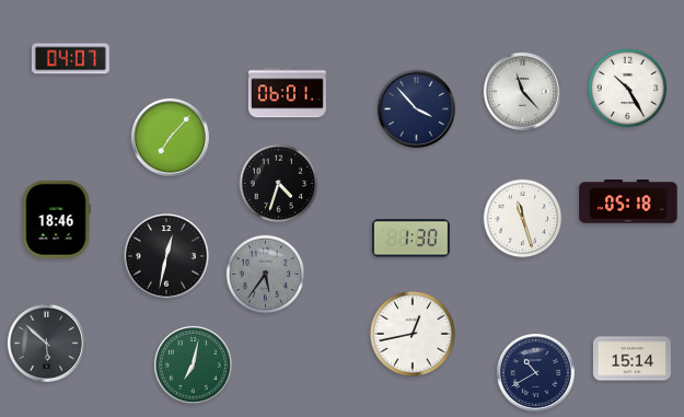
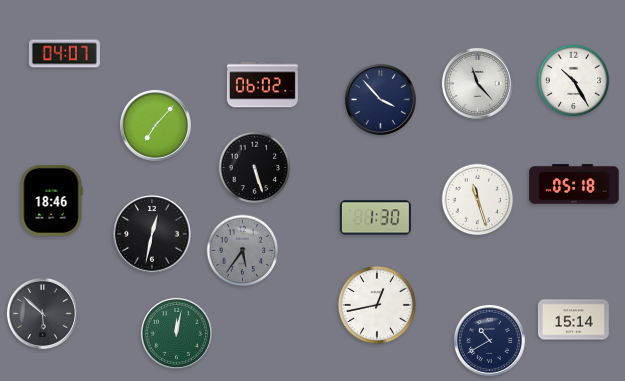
clock at (287, 93): 06:01 -> 06:02
clock at (279, 184): 4:33 -> 5:27
clock at (631, 359) position: (631, 359) -> (573, 320)
clock at (193, 364): 7:02 -> 12:02
